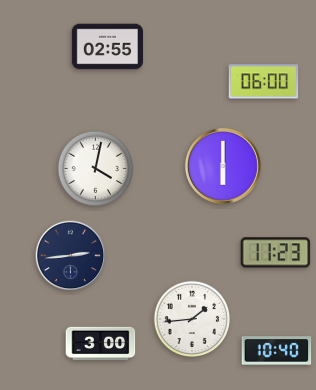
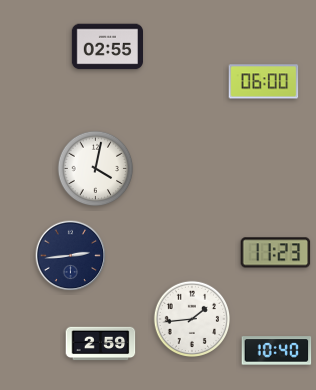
clock at (223, 166): 6:00 -> none
clock at (101, 344): 3:00 -> 2:59
